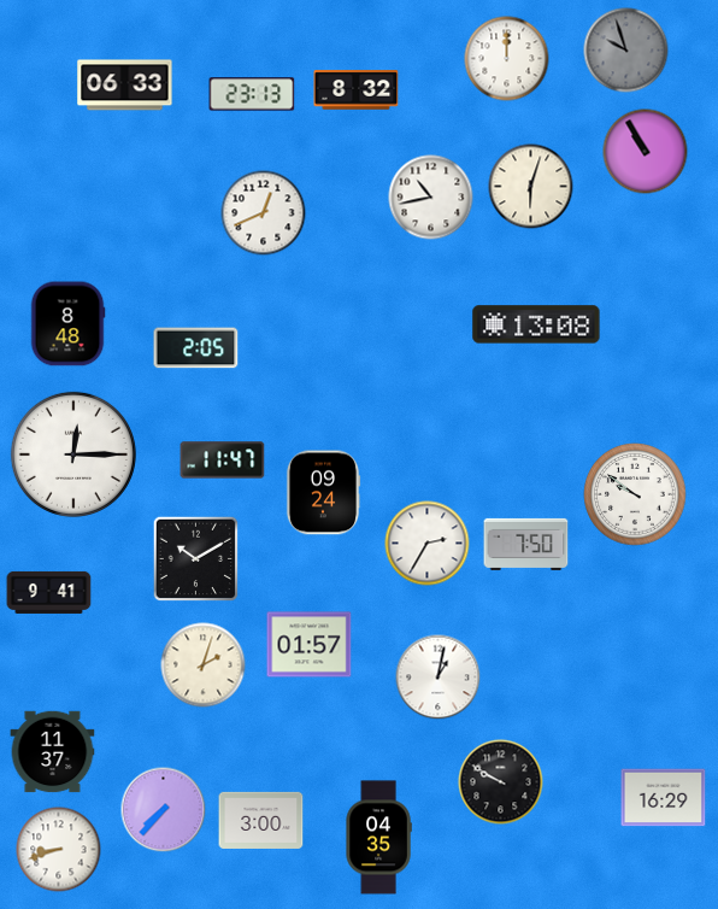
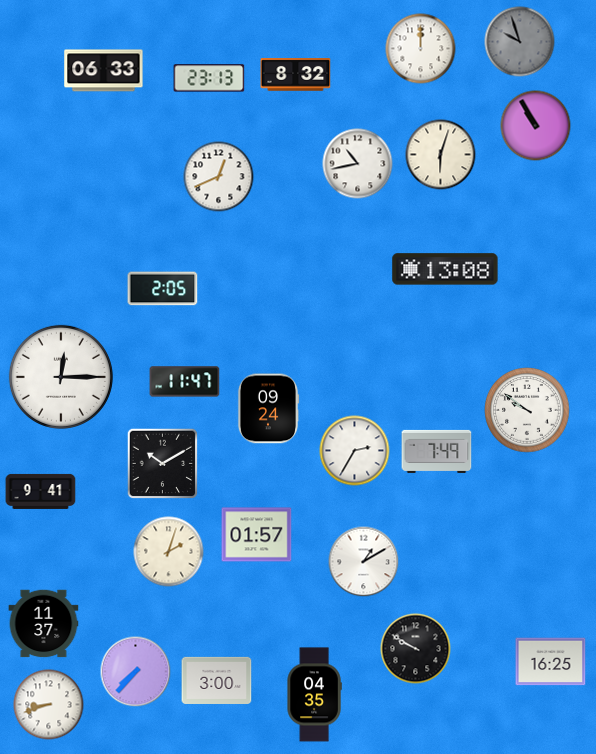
clock at (67, 324): 8:48 -> none
clock at (526, 544): 7:50 -> 7:49
clock at (439, 678): 1:02 -> 1:10
clock at (664, 798): 16:29 -> 16:25
